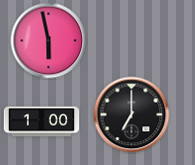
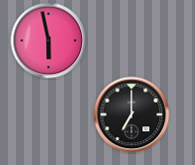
clock at (42, 122): 1:00 -> none
